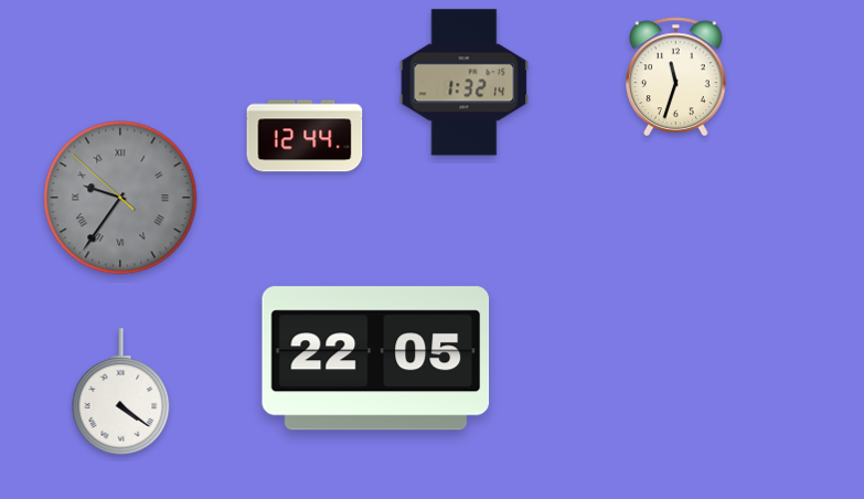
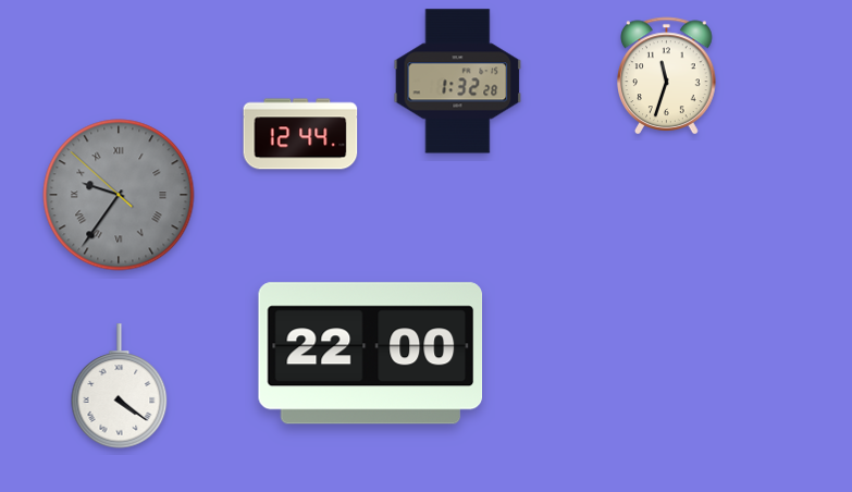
clock at (465, 83): 1:32:14 -> 1:32:28
clock at (376, 359): 22:05 -> 22:00
